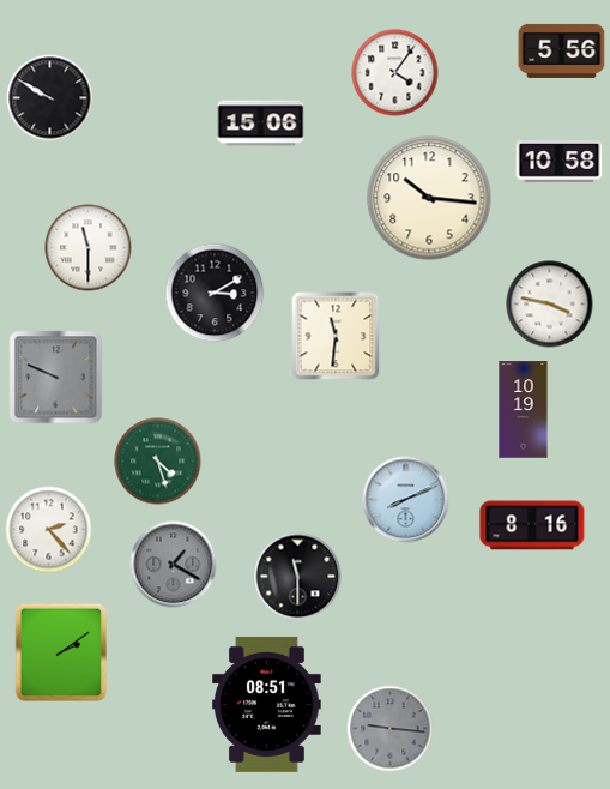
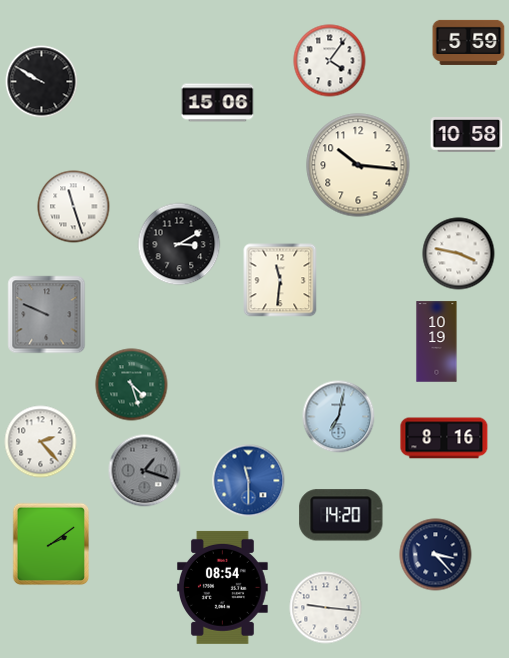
clock at (562, 50): 5:56 -> 5:59
clock at (89, 248): 11:30 -> 11:27
clock at (406, 500): 8:11 -> 7:02
clock at (174, 565): 1:20 -> 1:18
clock at (298, 577) dial: black -> blue
clock at (341, 515): none -> 14:20
clock at (436, 555): none -> 3:23
clock at (267, 704): 08:51 -> 08:54
clock at (391, 729) dial: grey -> white
